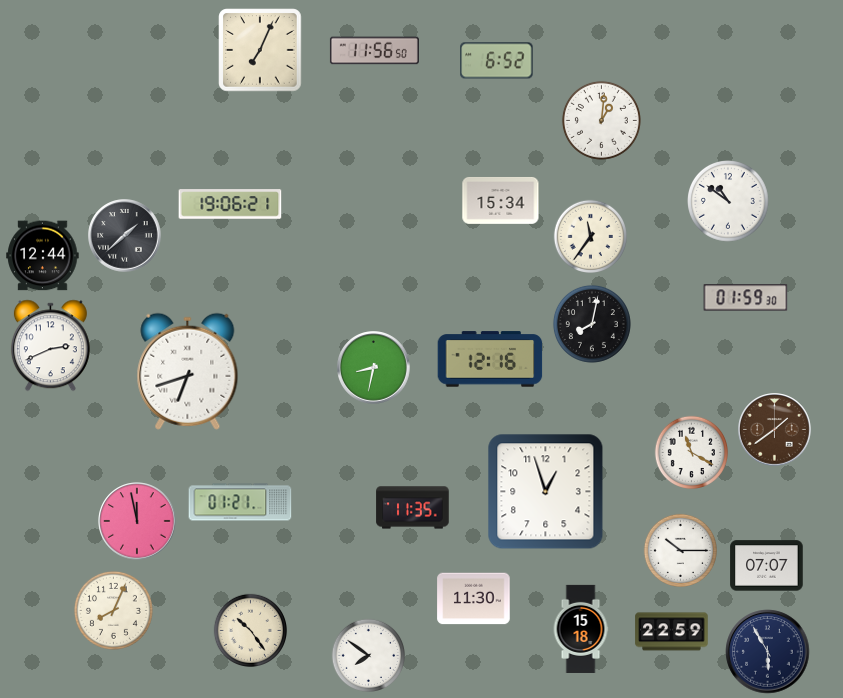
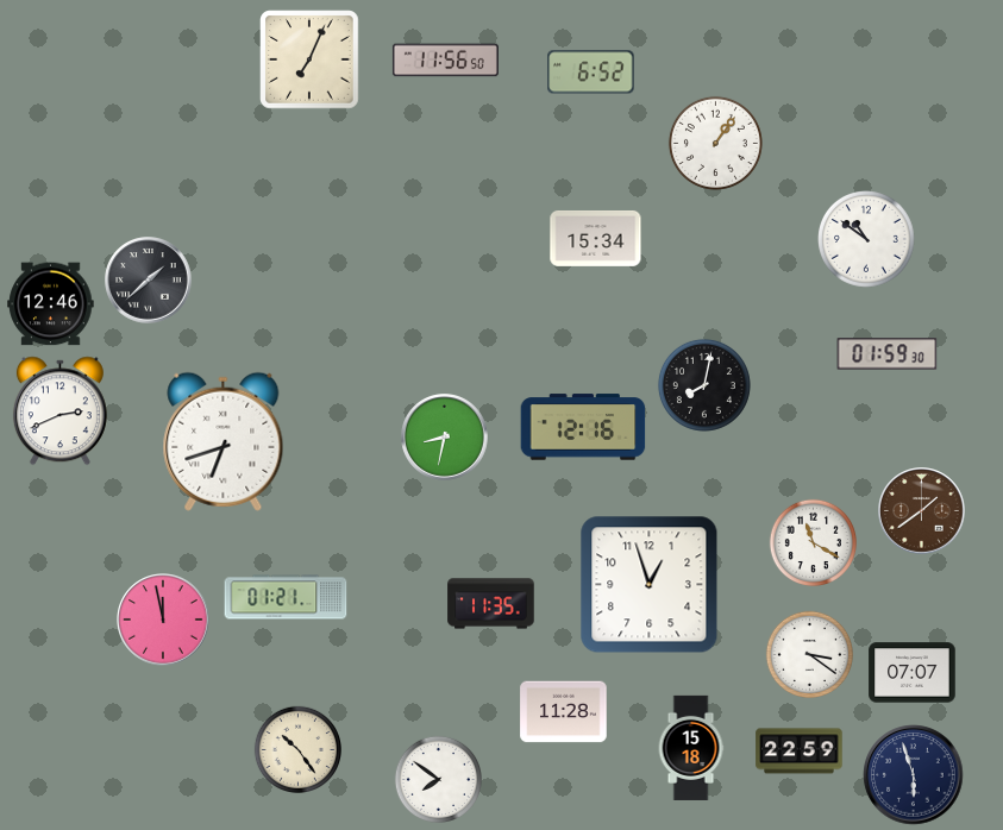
clock at (601, 120): 1:01 -> 1:06
clock at (230, 204): 19:06 -> none
clock at (590, 236): 11:36 -> none
clock at (43, 256): 12:44 -> 12:46
clock at (691, 452) position: (691, 452) -> (813, 542)
clock at (680, 550): 10:15 -> 3:21
clock at (474, 599): 11:30 -> 11:28
clock at (113, 610): 8:04 -> none
clock at (768, 652): 5:55 -> 5:57
